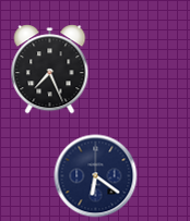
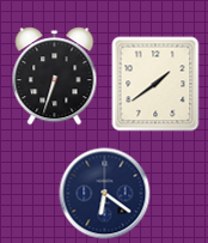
clock at (50, 70): 7:26 -> 6:33
clock at (155, 84): none -> 1:39
